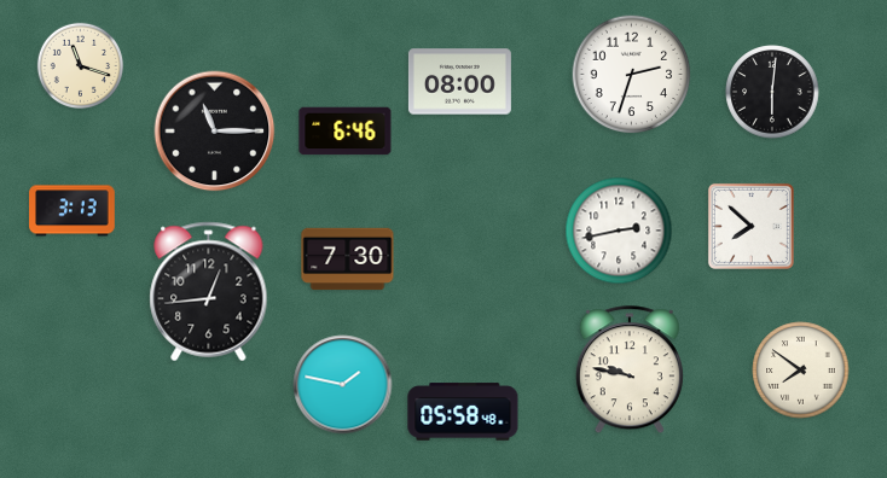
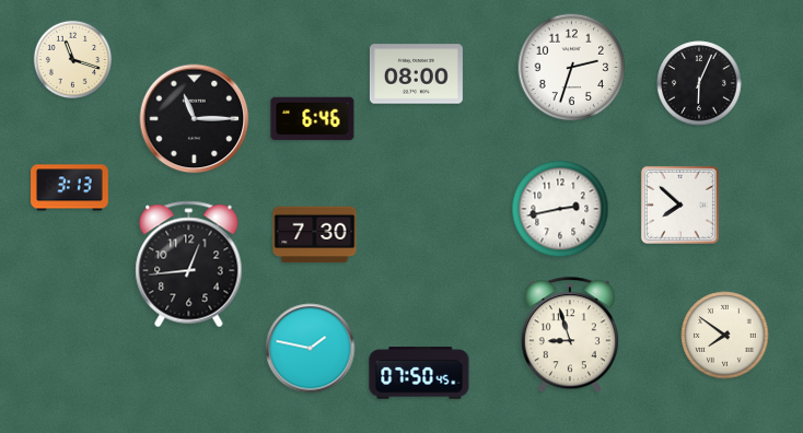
clock at (772, 92): 6:01 -> 6:04
clock at (73, 211) position: (73, 211) -> (70, 188)
clock at (630, 371): 9:47 -> 8:57
clock at (463, 412): 05:58 -> 07:50
